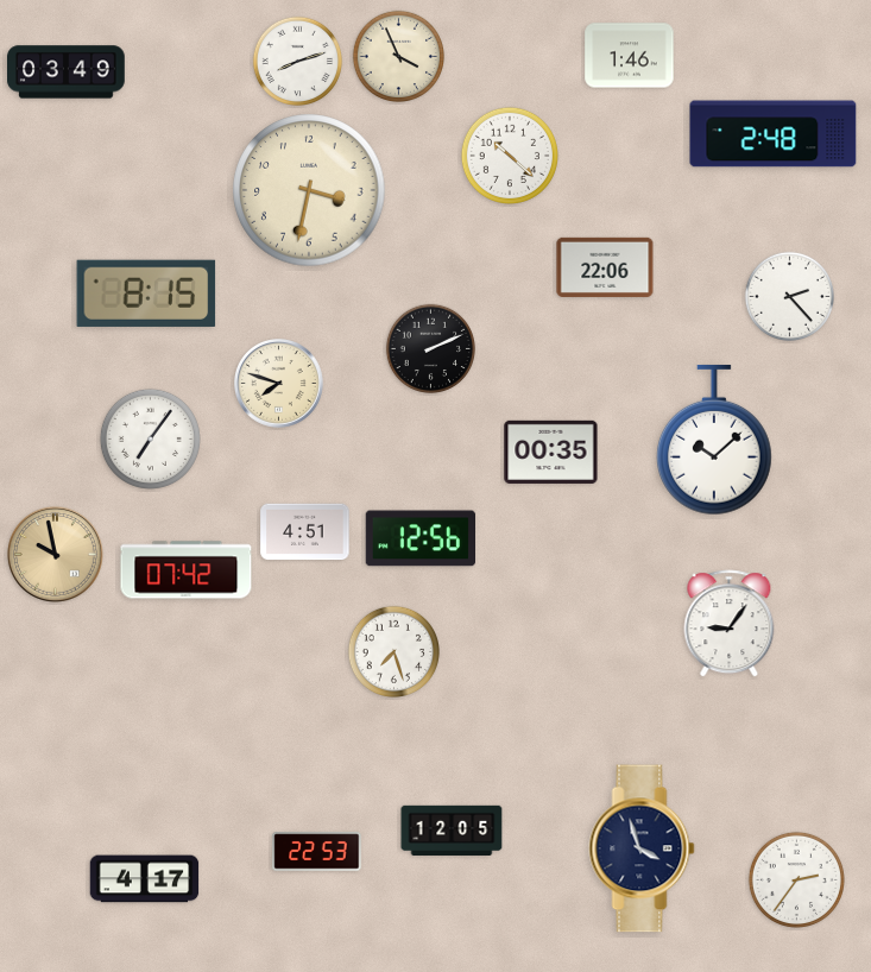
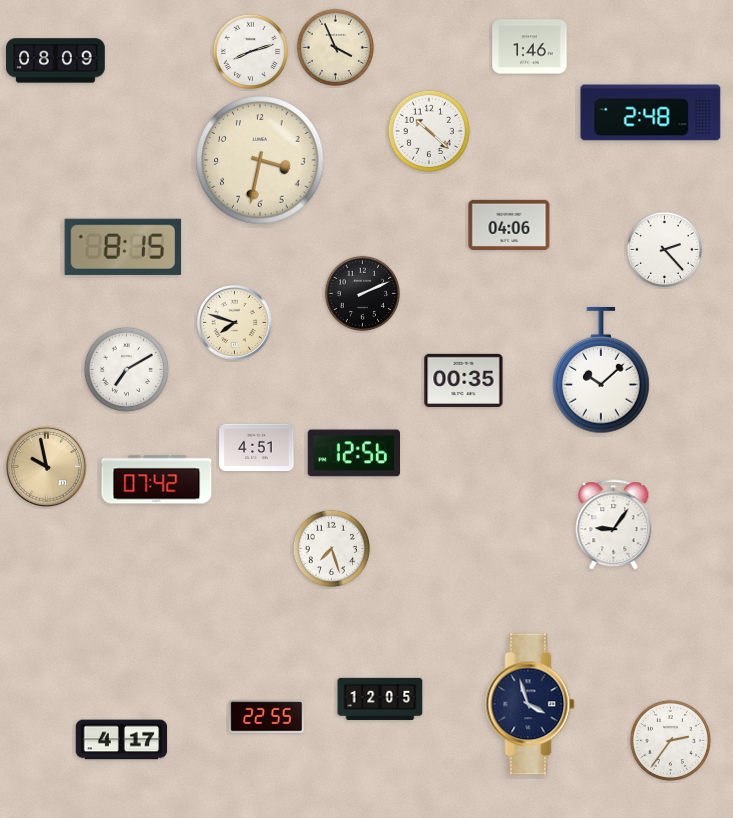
clock at (67, 72): 03:49 -> 08:09
clock at (605, 267): 22:06 -> 04:06
clock at (150, 438): 7:06 -> 7:10
clock at (642, 848) position: (642, 848) -> (530, 704)
clock at (317, 852): 22:53 -> 22:55
